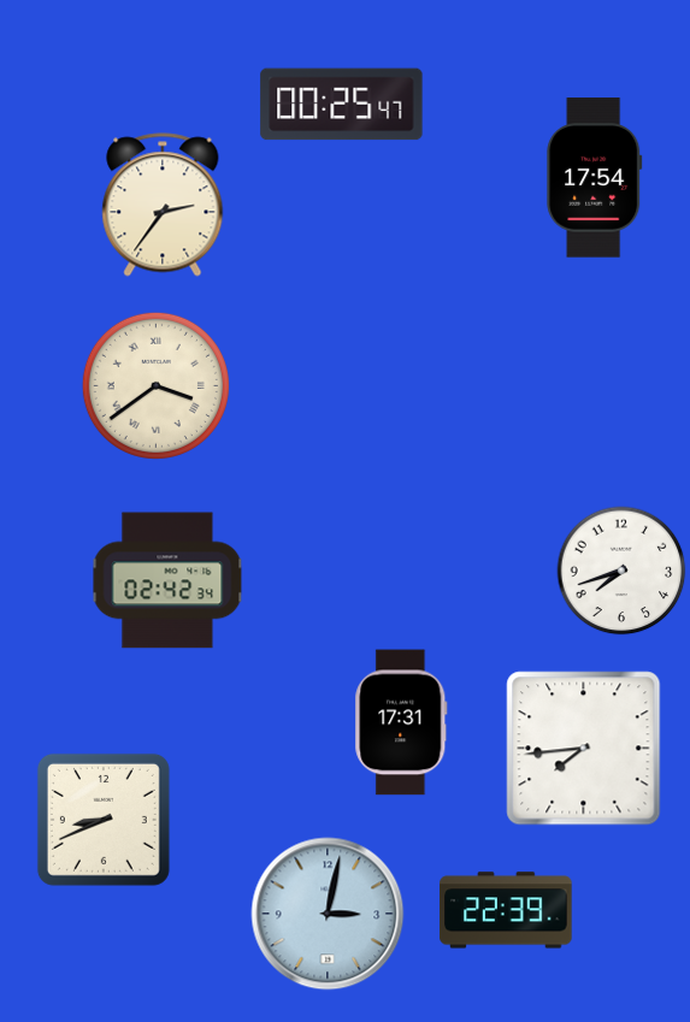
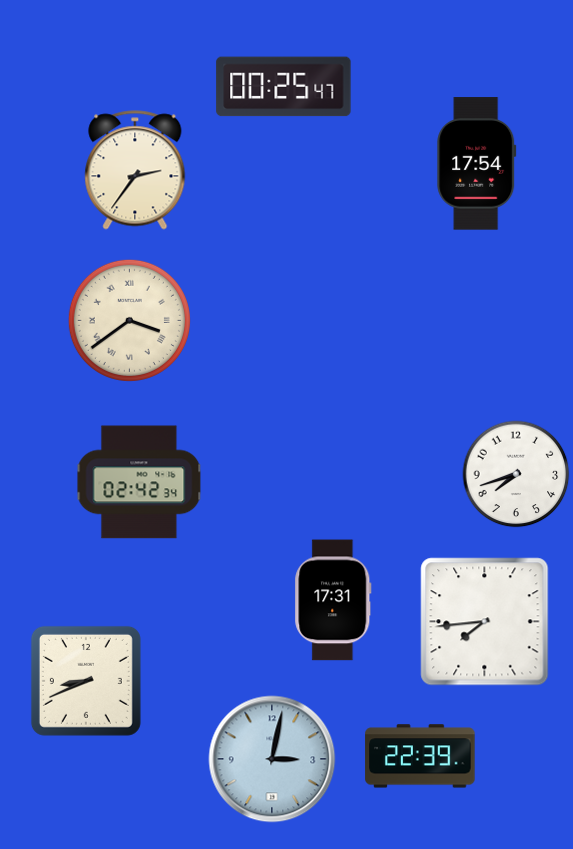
clock at (595, 178) position: (595, 178) -> (477, 164)
